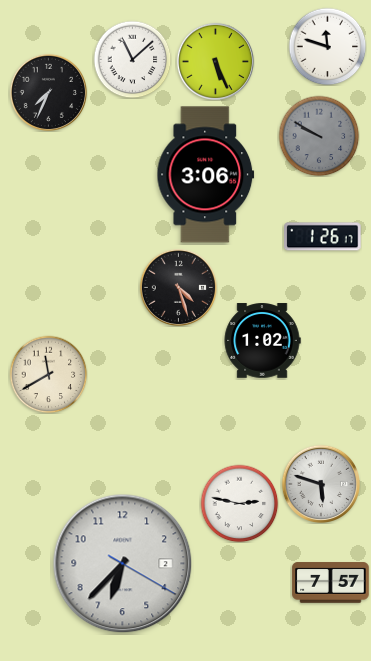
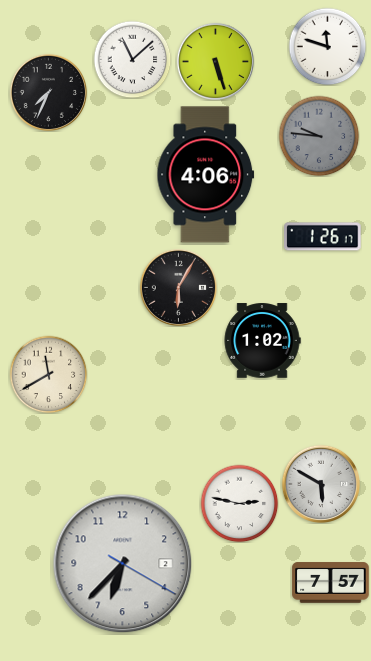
clock at (215, 61): 5:26 -> 5:27
clock at (319, 136): 9:50 -> 9:46
clock at (206, 175): 3:06 -> 4:06
clock at (178, 287): 4:27 -> 6:05
clock at (320, 483): 5:48 -> 5:50
